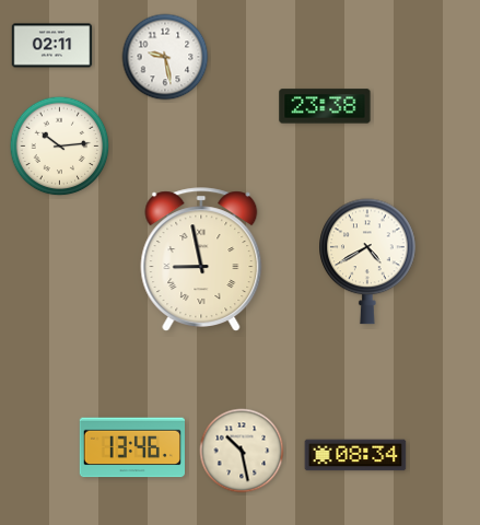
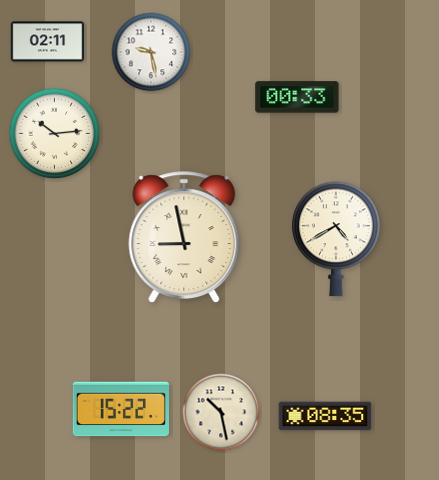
clock at (325, 106): 23:38 -> 00:33
clock at (131, 447): 13:46 -> 15:22
clock at (355, 455): 08:34 -> 08:35
